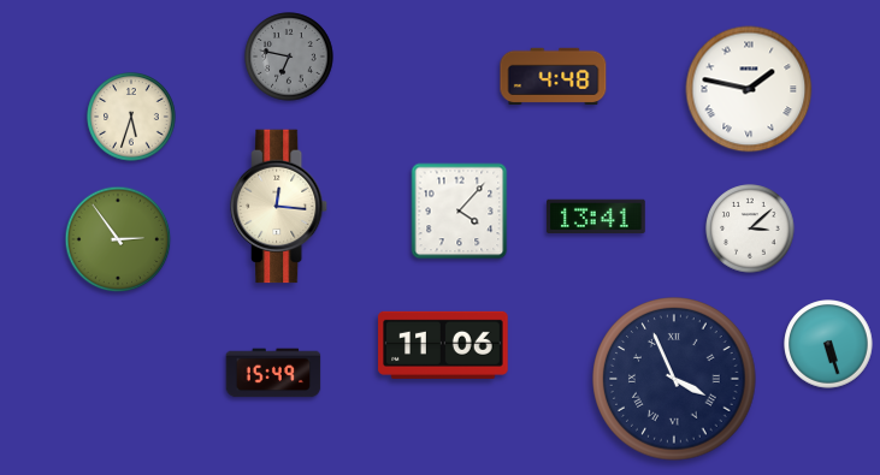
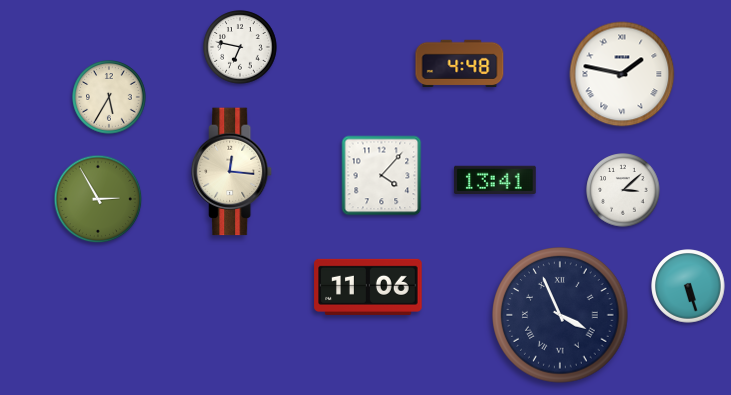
clock at (289, 57) dial: grey -> white
clock at (131, 117): 5:33 -> 5:35
clock at (118, 239): 2:54 -> 2:55
clock at (273, 373): 15:49 -> none
